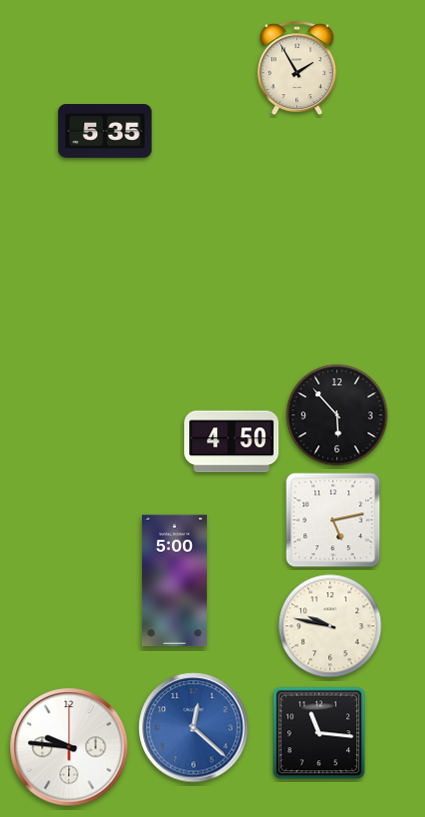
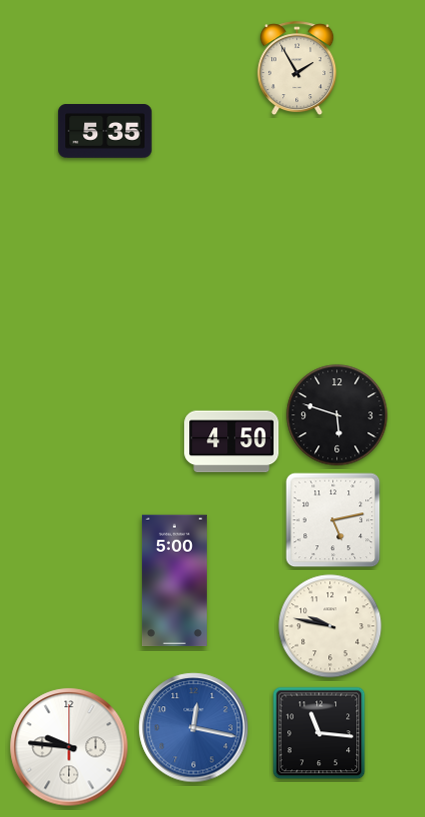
clock at (337, 415): 5:53 -> 5:48
clock at (194, 728): 12:22 -> 12:17
